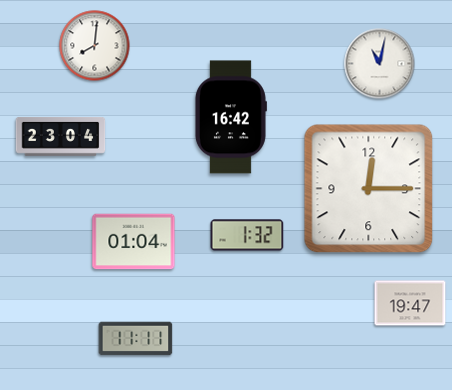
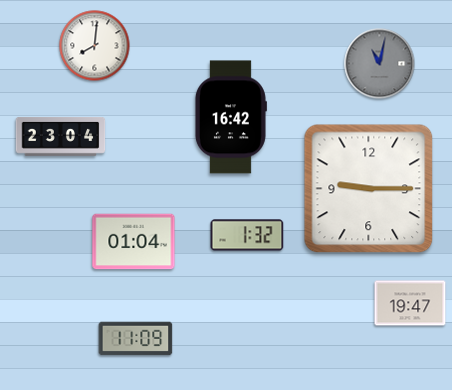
clock at (380, 64) dial: white -> grey
clock at (369, 189): 12:15 -> 9:15
clock at (136, 339): 11:11 -> 11:09
